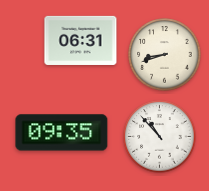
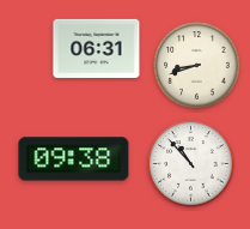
clock at (62, 133): 09:35 -> 09:38
